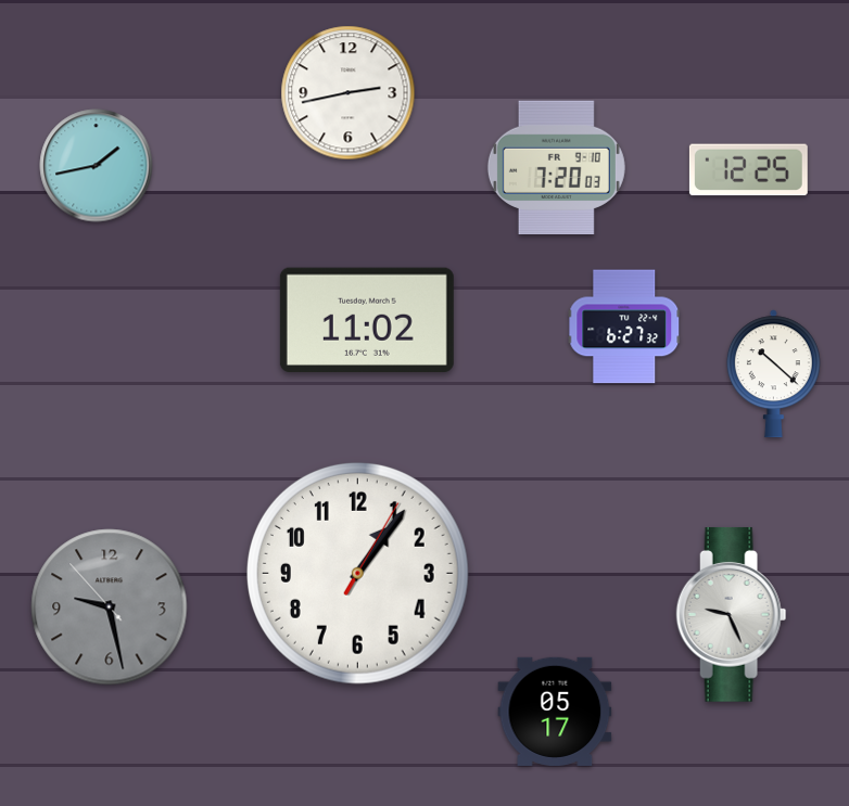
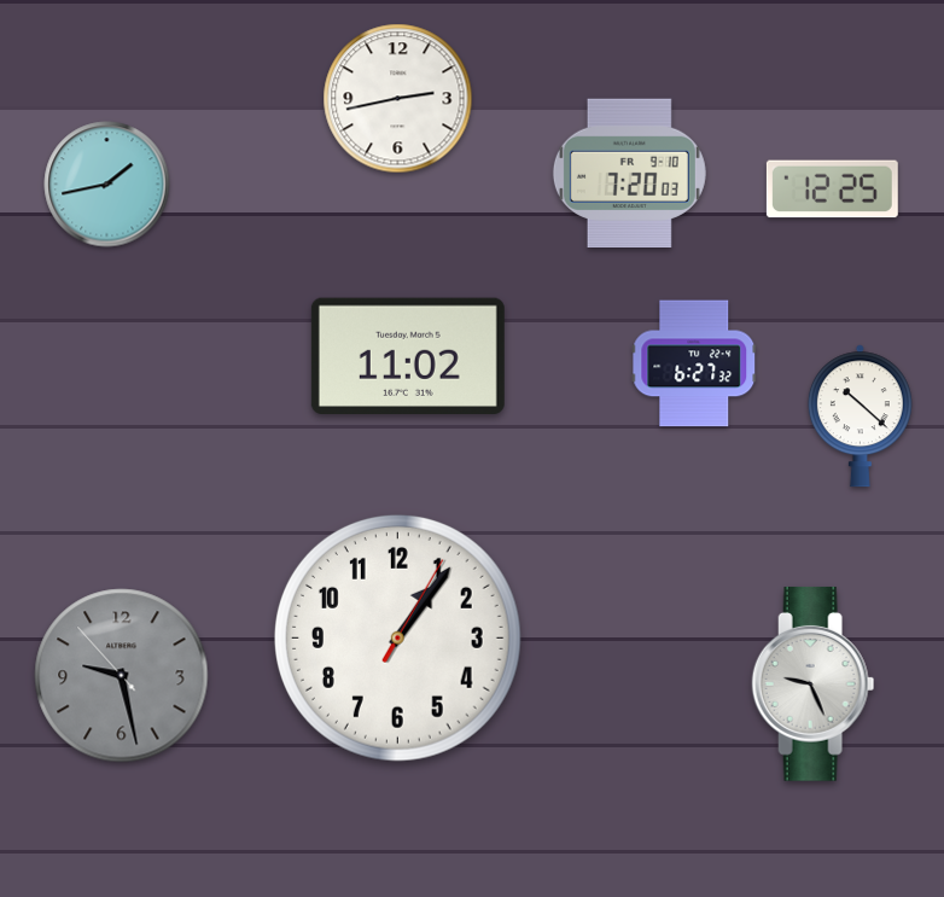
clock at (349, 93) position: (349, 93) -> (398, 99)
clock at (556, 167) position: (556, 167) -> (629, 173)
clock at (555, 712): 05:17 -> none
